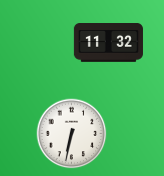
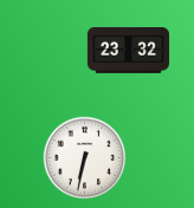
clock at (108, 43): 11:32 -> 23:32
